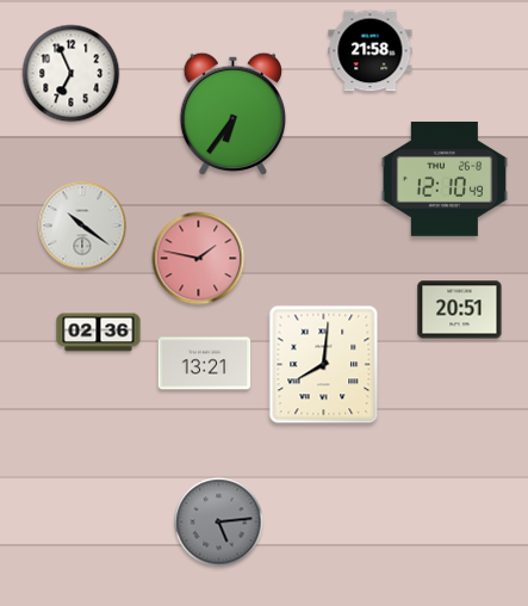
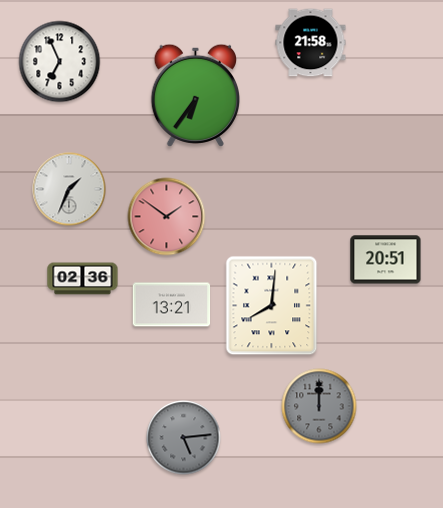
clock at (445, 179): 12:10 -> none
clock at (82, 225): 10:21 -> 1:34
clock at (199, 259): 1:47 -> 1:51
clock at (319, 406): none -> 12:00
